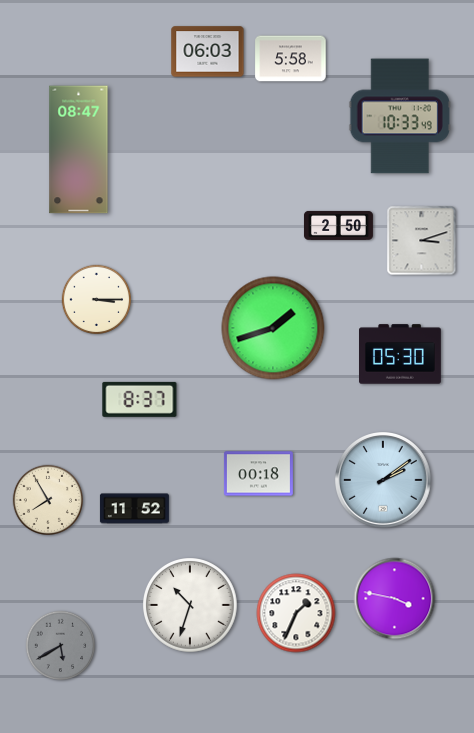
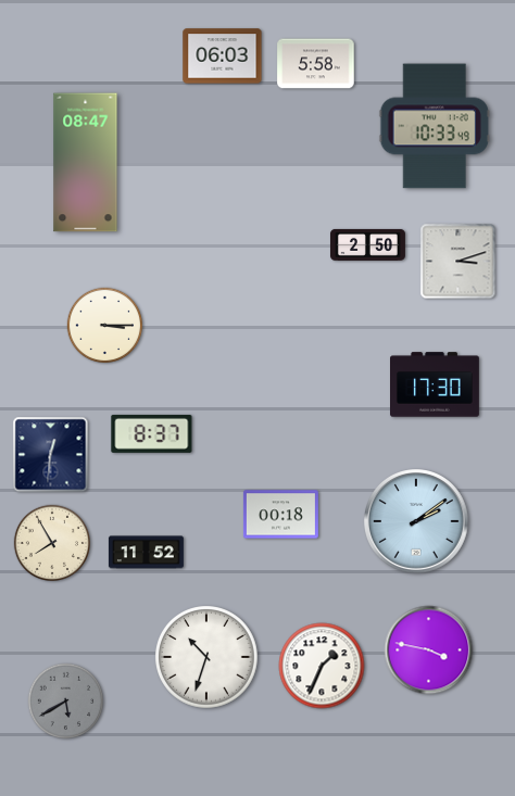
clock at (208, 52) position: (208, 52) -> (223, 56)
clock at (273, 328): 1:42 -> none
clock at (401, 354): 05:30 -> 17:30
clock at (51, 455): none -> 12:31
